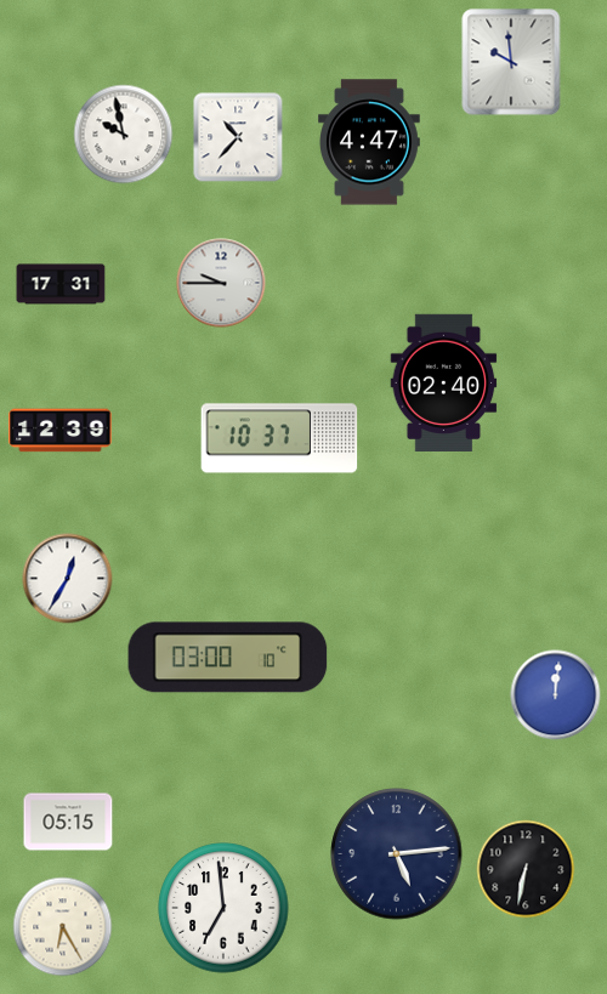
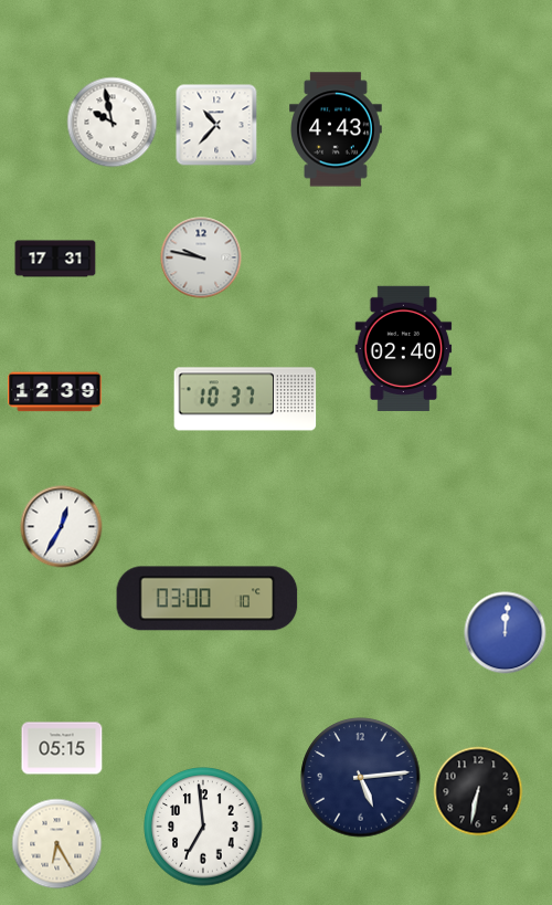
clock at (511, 62): 9:59 -> none
clock at (370, 142): 4:47 -> 4:43
clock at (221, 283): 9:45 -> 9:47
clock at (279, 438) position: (279, 438) -> (245, 399)
